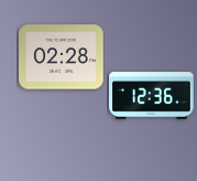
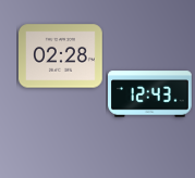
clock at (152, 96): 12:36 -> 12:43
